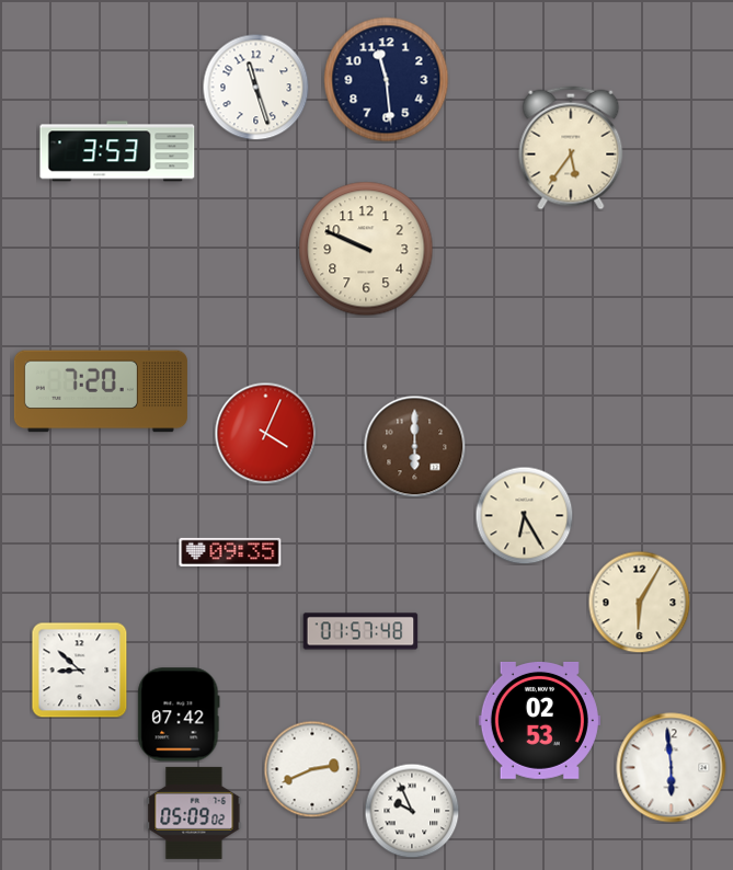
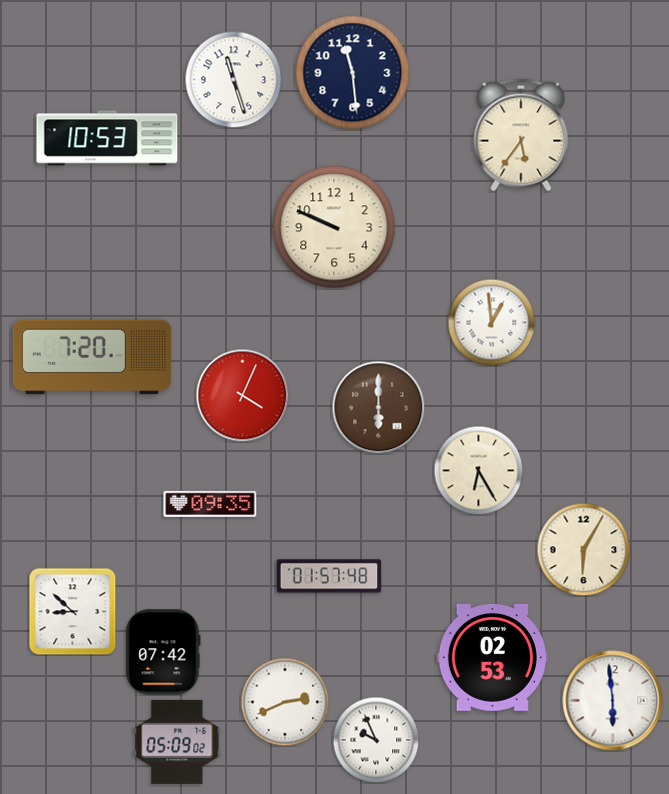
clock at (117, 151): 3:53 -> 10:53
clock at (491, 322): none -> 12:59
